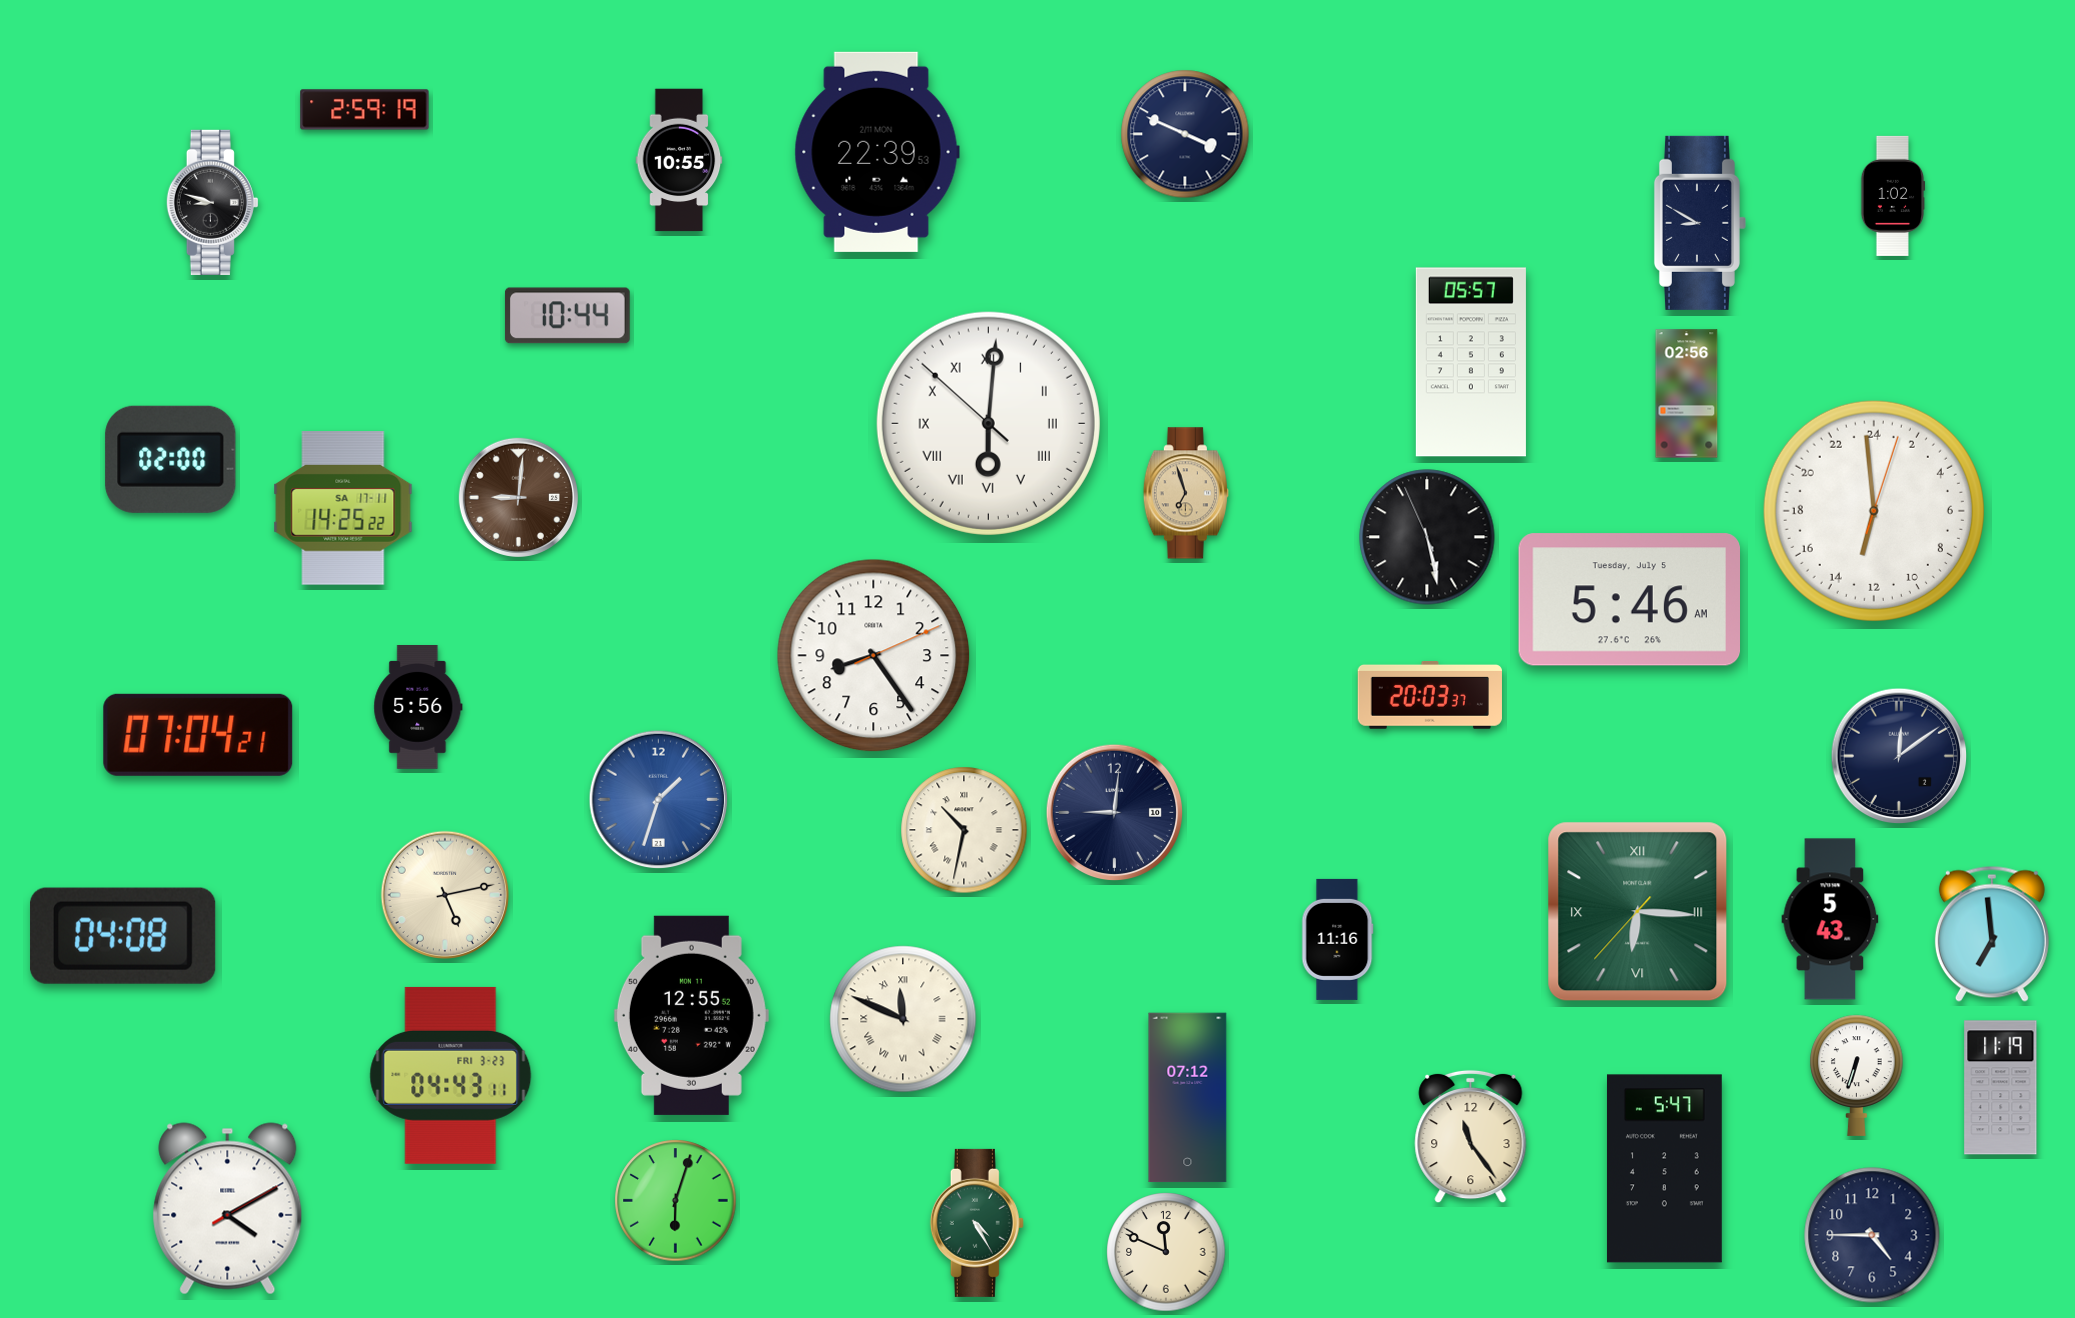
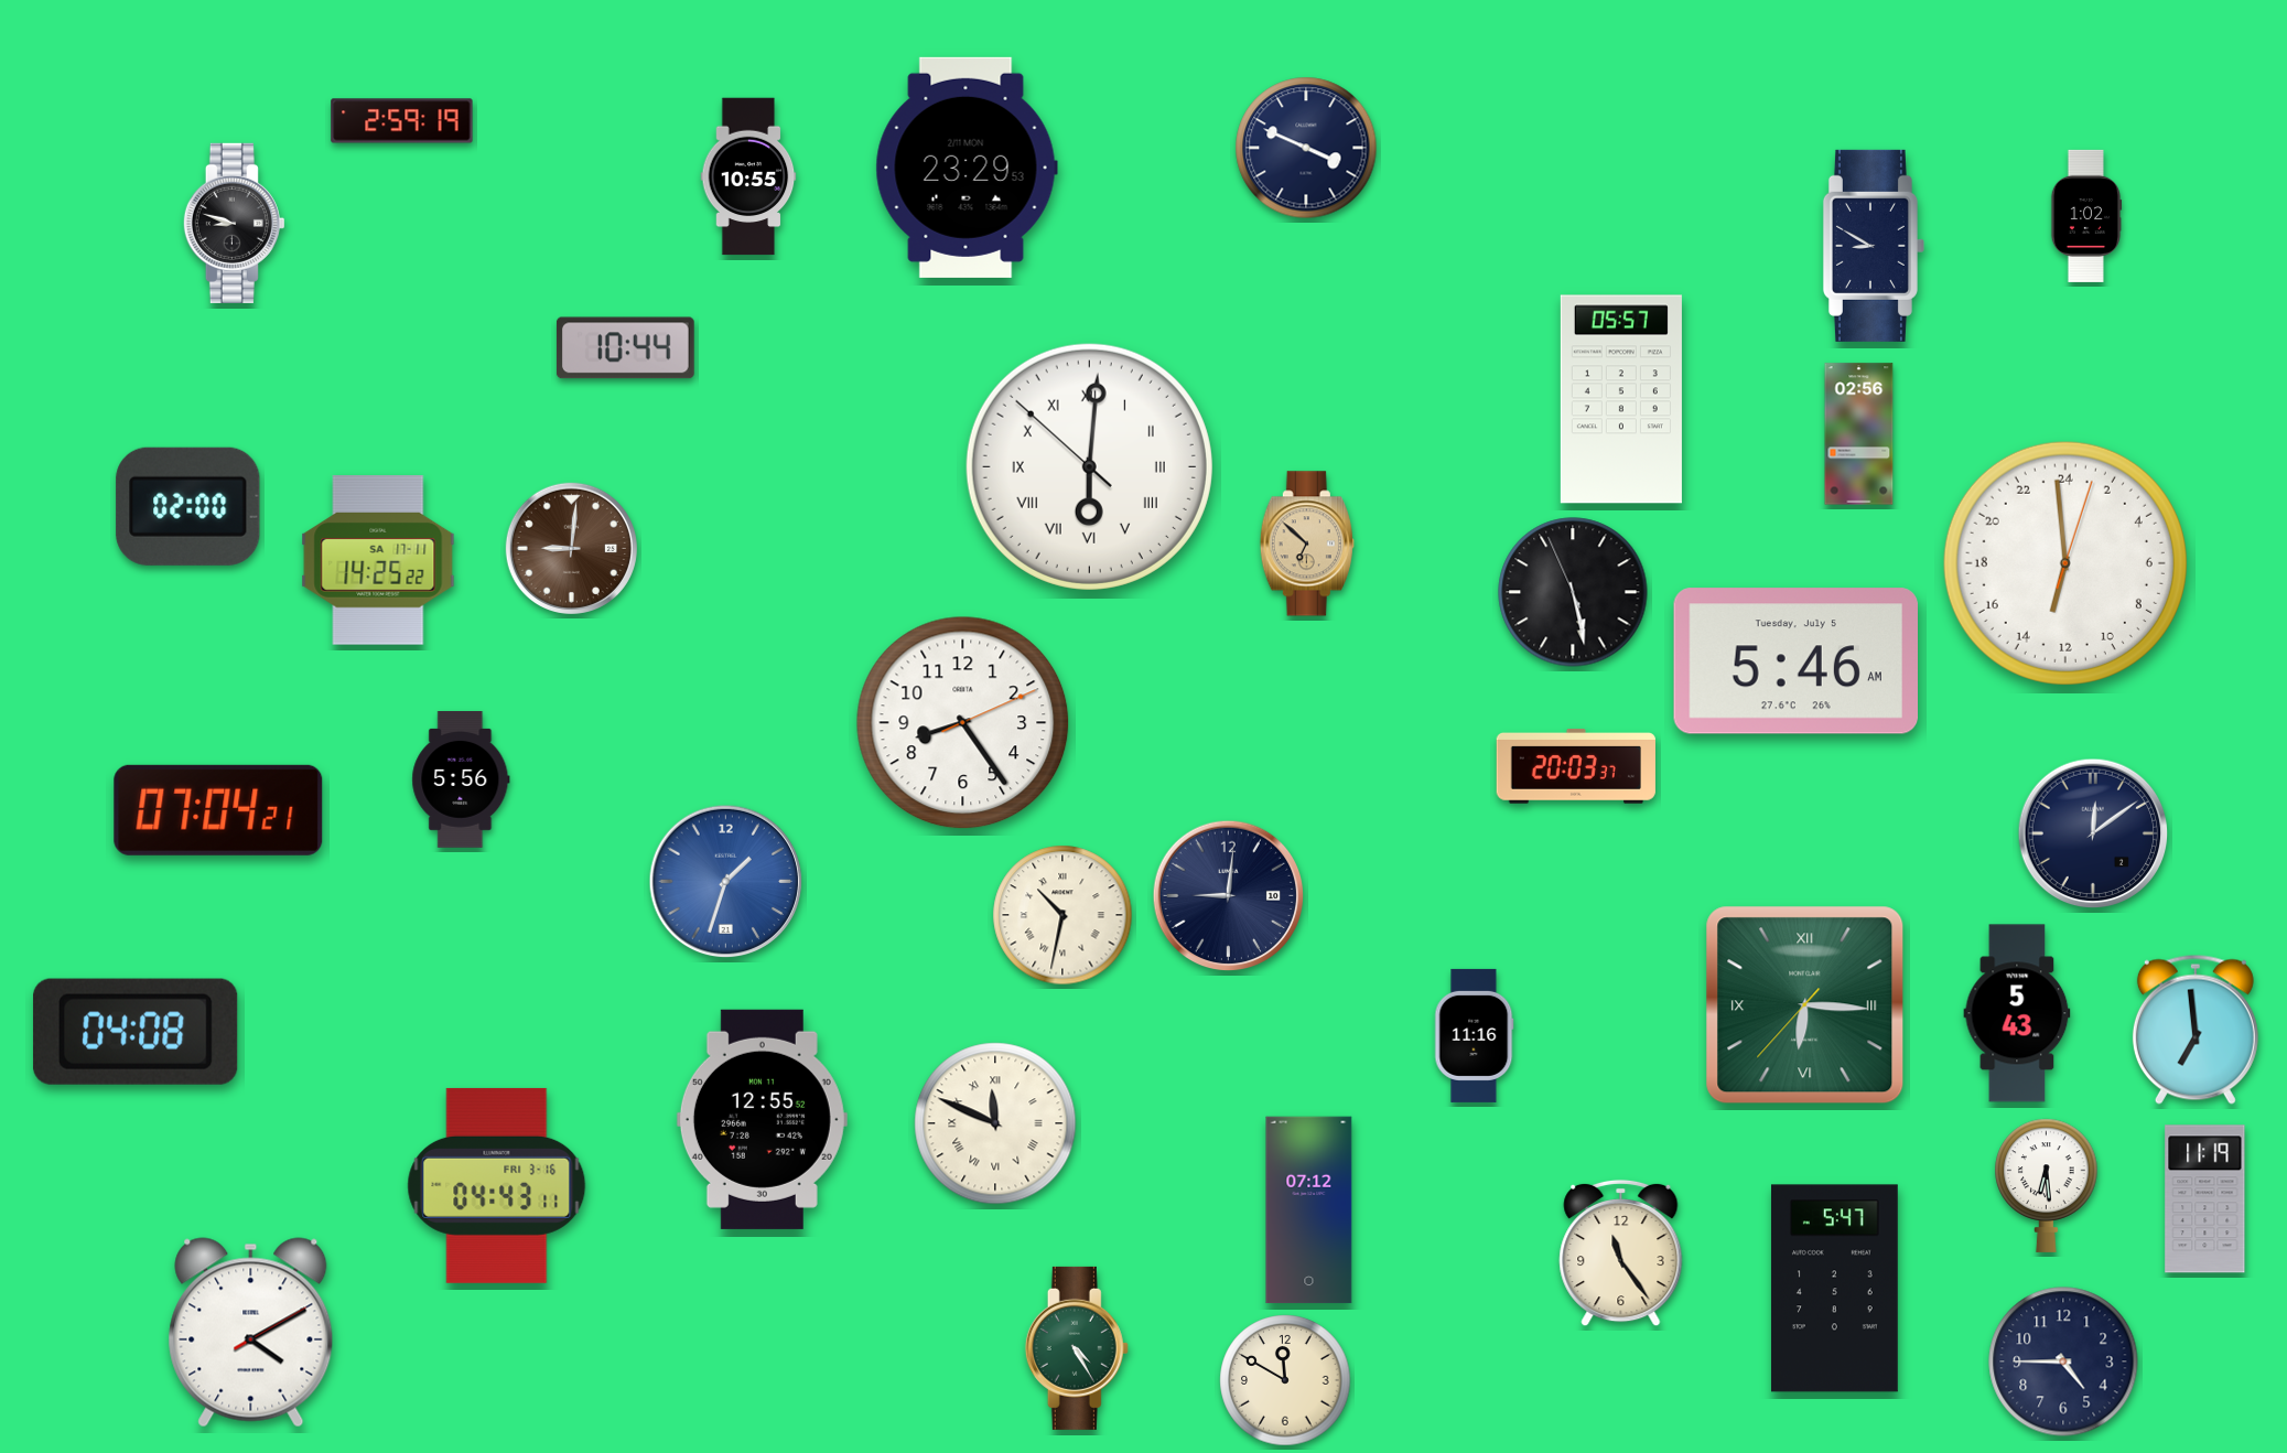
clock at (877, 152): 22:39 -> 23:29
clock at (1186, 493): 6:57 -> 6:52
clock at (444, 894): 5:13 -> none
clock at (451, 1075) date: FRI 3-23 -> FRI 3-16
clock at (1857, 1075): 6:33 -> 6:29
clock at (676, 1201): 6:03 -> none
clock at (1166, 1252): 11:49 -> 11:50
